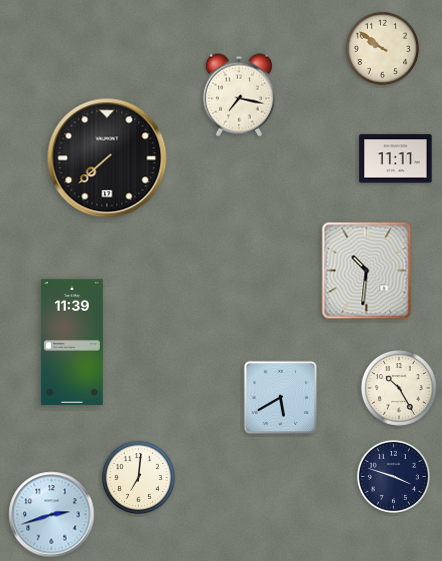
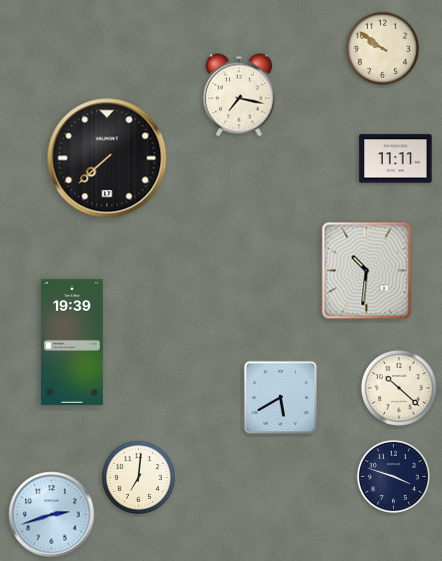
clock at (72, 342): 11:39 -> 19:39
clock at (399, 388): 10:25 -> 10:22
